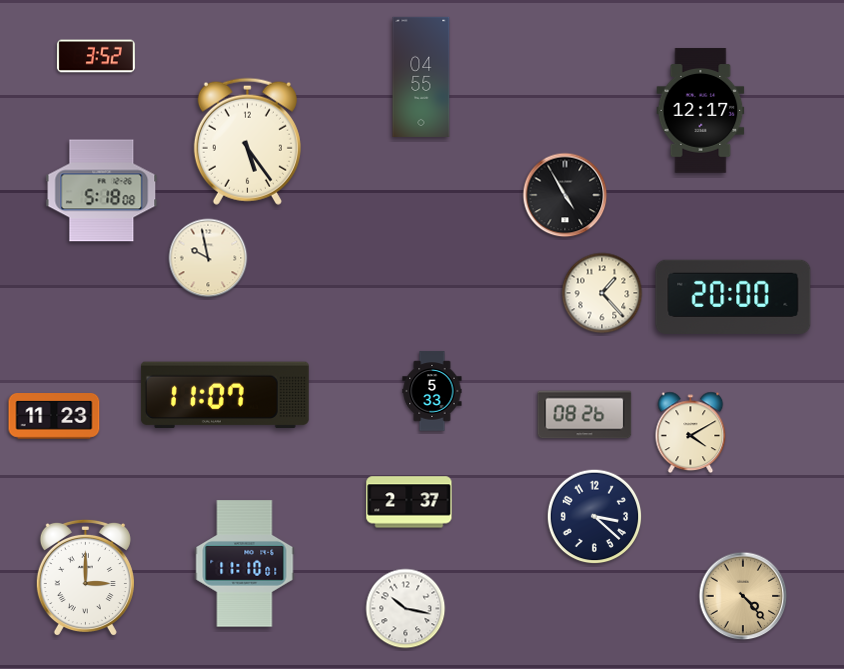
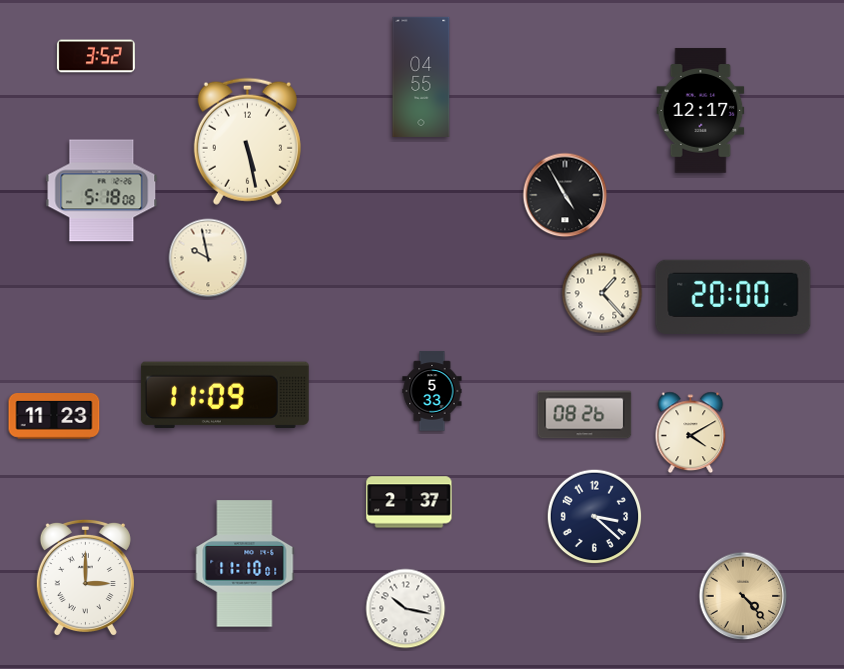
clock at (247, 141): 5:24 -> 5:28
clock at (225, 395): 11:07 -> 11:09
